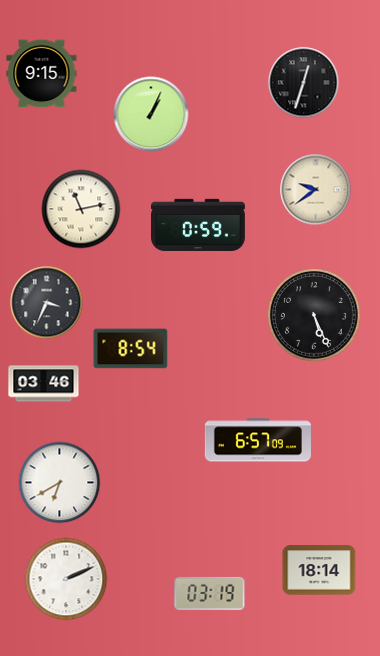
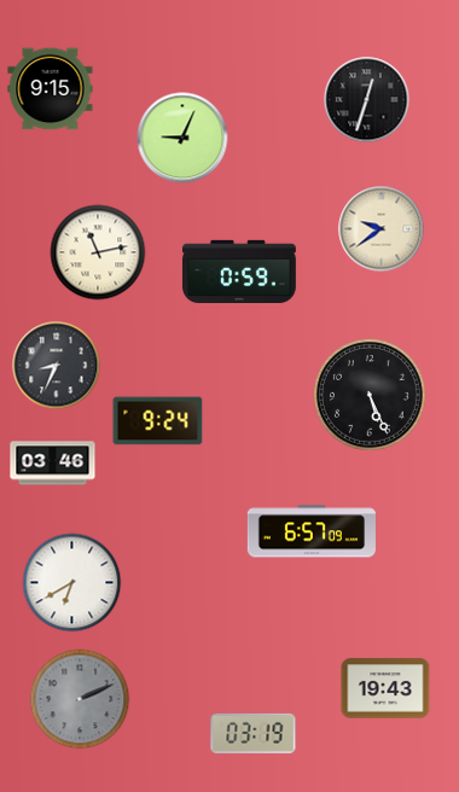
clock at (151, 114): 1:04 -> 9:04
clock at (47, 303): 3:34 -> 8:34
clock at (314, 315) position: (314, 315) -> (370, 395)
clock at (131, 349): 8:54 -> 9:24
clock at (319, 570): 18:14 -> 19:43
clock at (66, 579) dial: white -> grey
clock at (210, 593) position: (210, 593) -> (254, 733)
